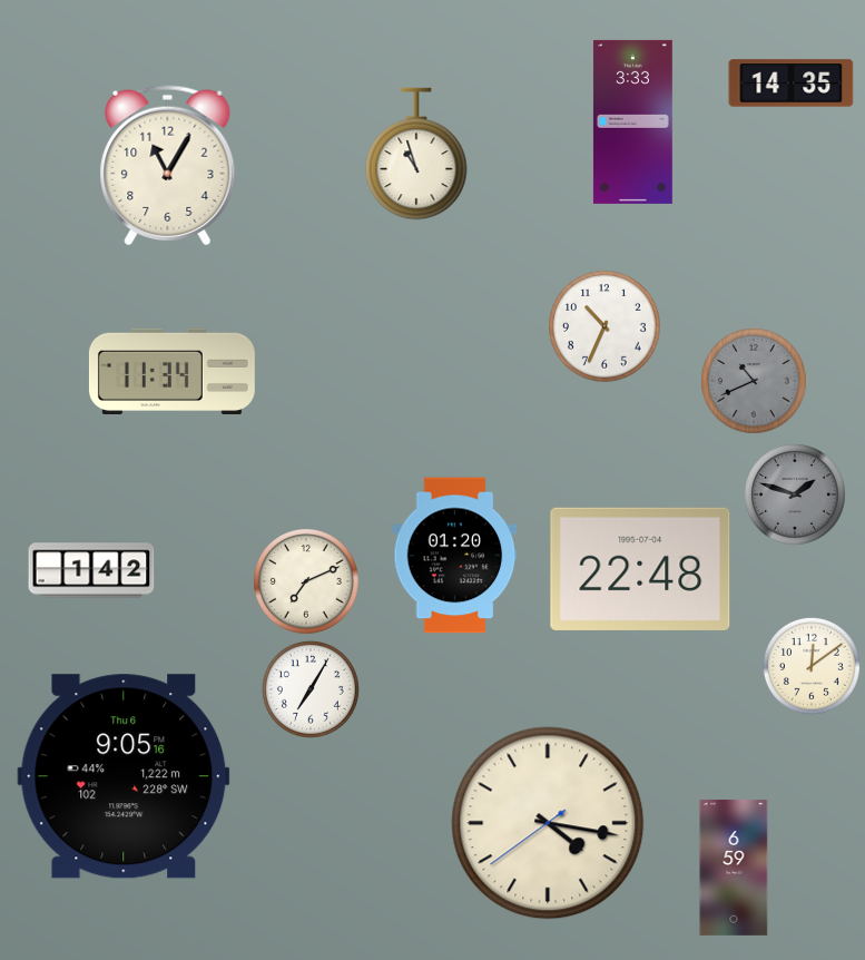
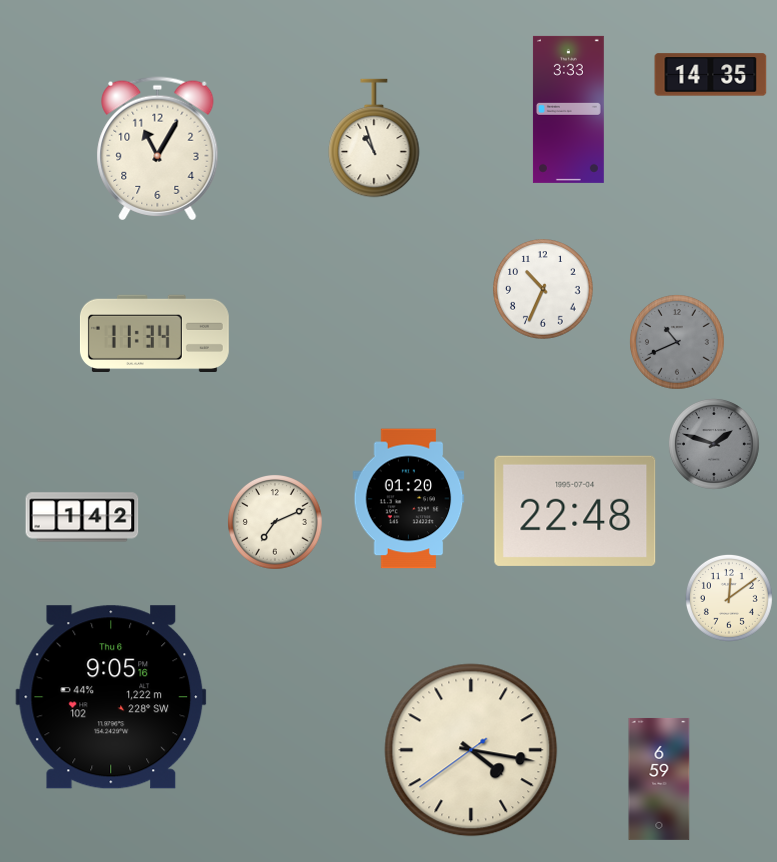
clock at (168, 166) position: (168, 166) -> (158, 149)
clock at (604, 326) position: (604, 326) -> (543, 289)
clock at (91, 570) position: (91, 570) -> (82, 517)
clock at (311, 689): 7:05 -> none
clock at (548, 823) position: (548, 823) -> (471, 750)
